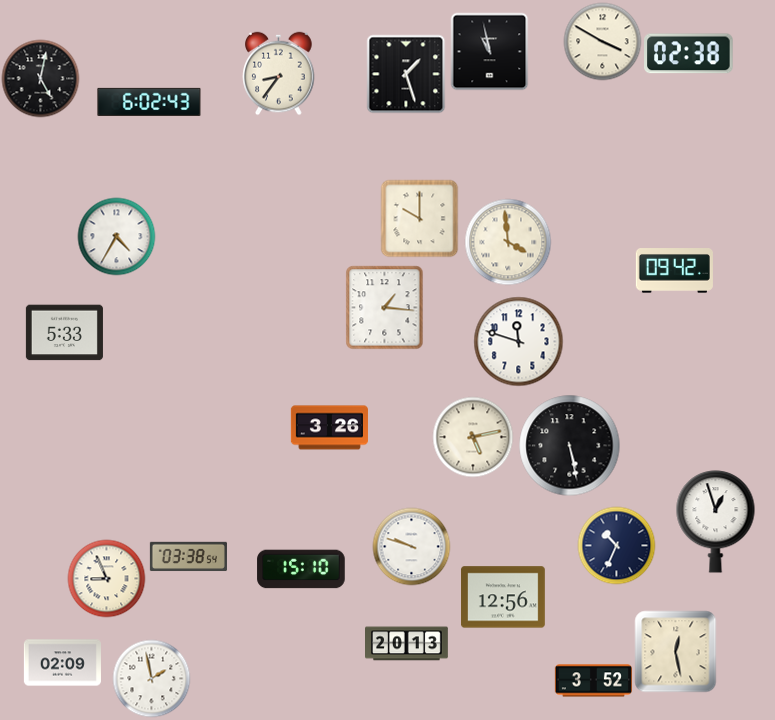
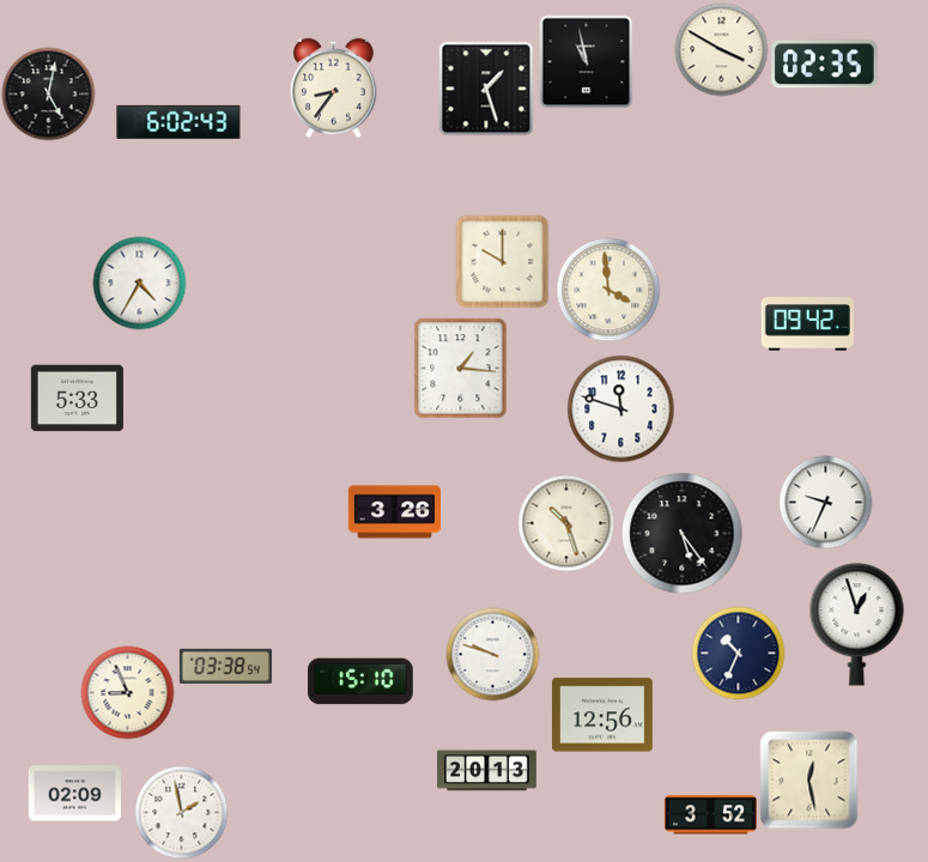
clock at (689, 54): 02:38 -> 02:35
clock at (825, 502): none -> 9:34
clock at (473, 437): 5:13 -> 10:27
clock at (570, 446): 5:28 -> 5:24
